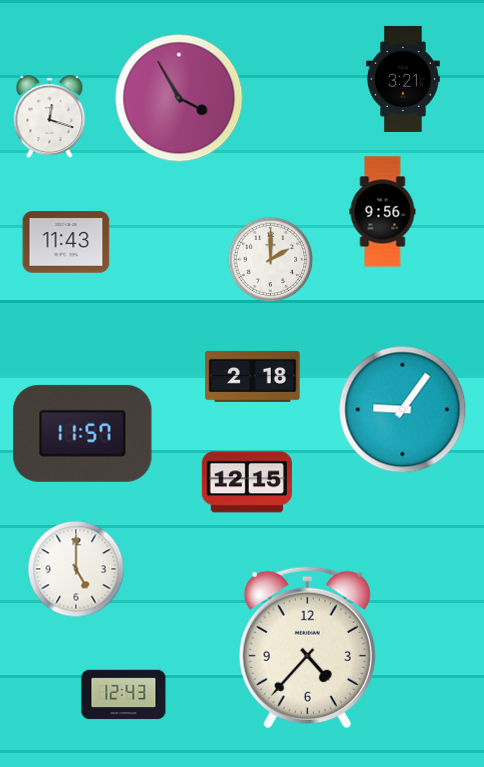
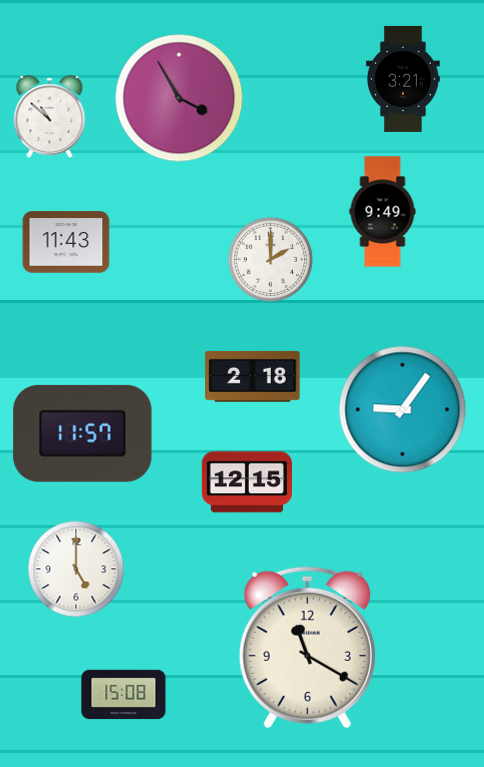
clock at (50, 117): 12:18 -> 10:52
clock at (383, 212): 9:56 -> 9:49
clock at (307, 647): 4:37 -> 11:20
clock at (124, 695): 12:43 -> 15:08
